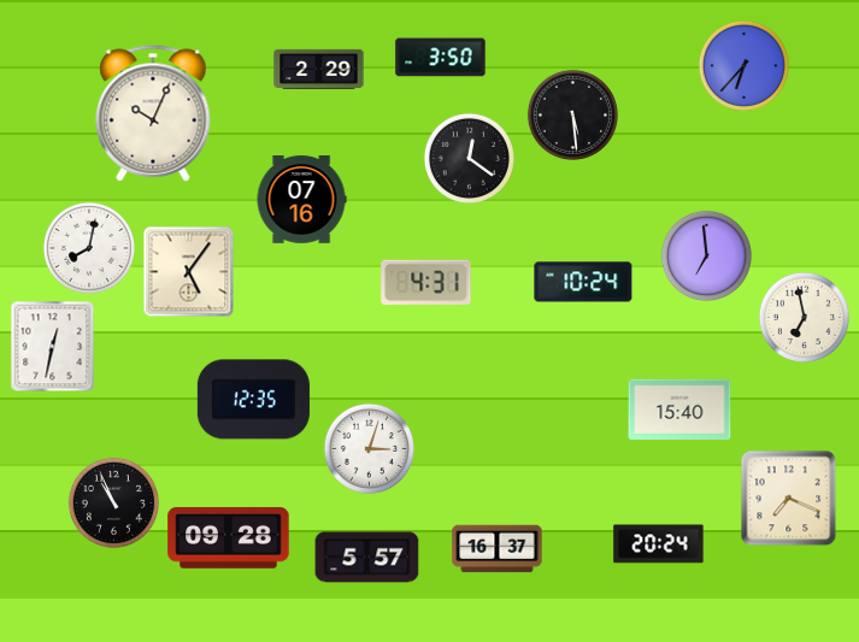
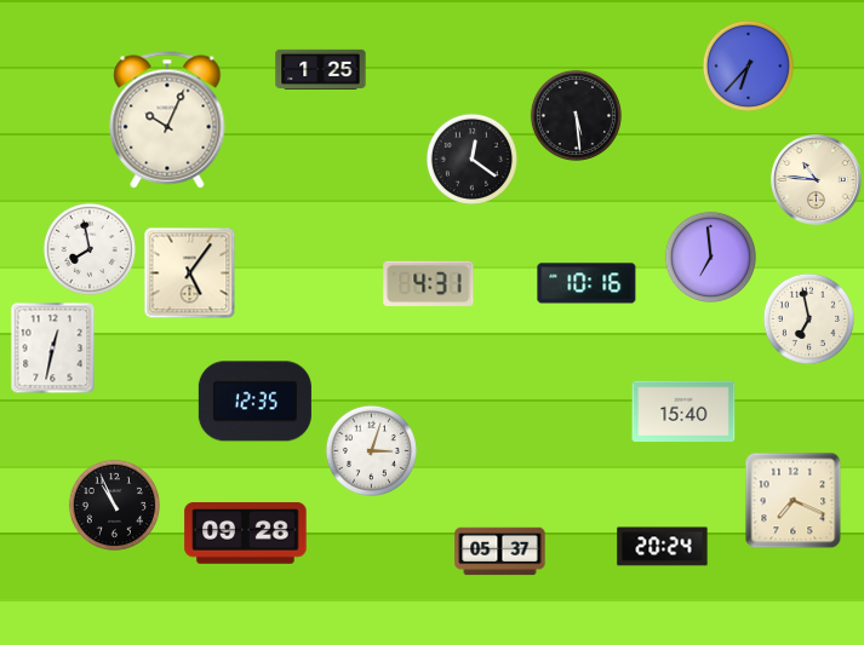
clock at (441, 58): 3:50 -> none
clock at (319, 69): 2:29 -> 1:25
clock at (153, 113) position: (153, 113) -> (167, 120)
clock at (817, 180): none -> 10:46
clock at (301, 200): 07:16 -> none
clock at (89, 248): 8:02 -> 7:58
clock at (583, 282): 10:24 -> 10:16
clock at (229, 538) position: (229, 538) -> (246, 534)
clock at (498, 549): 16:37 -> 05:37
clock at (367, 558): 5:57 -> none
